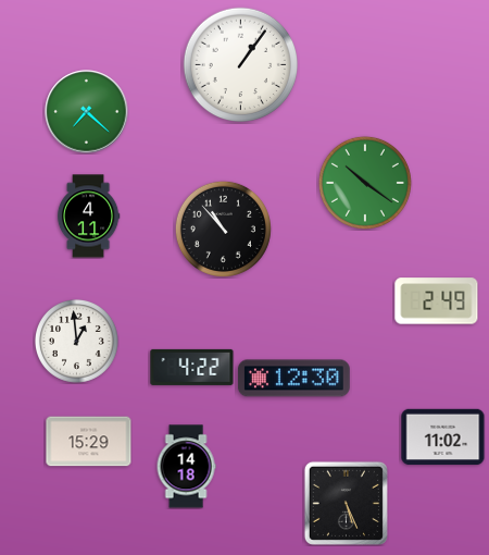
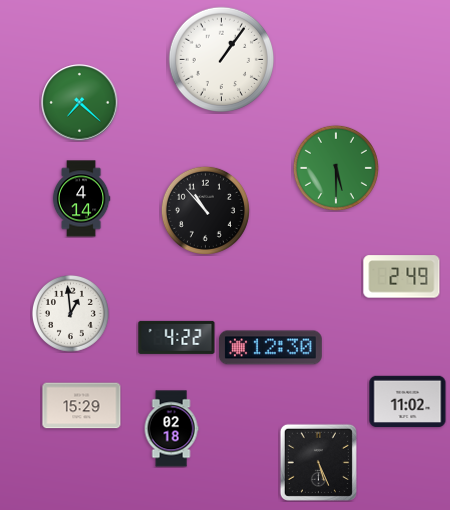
clock at (365, 183): 10:21 -> 5:30
clock at (88, 217): 4:11 -> 4:14
clock at (186, 467): 14:18 -> 02:18
